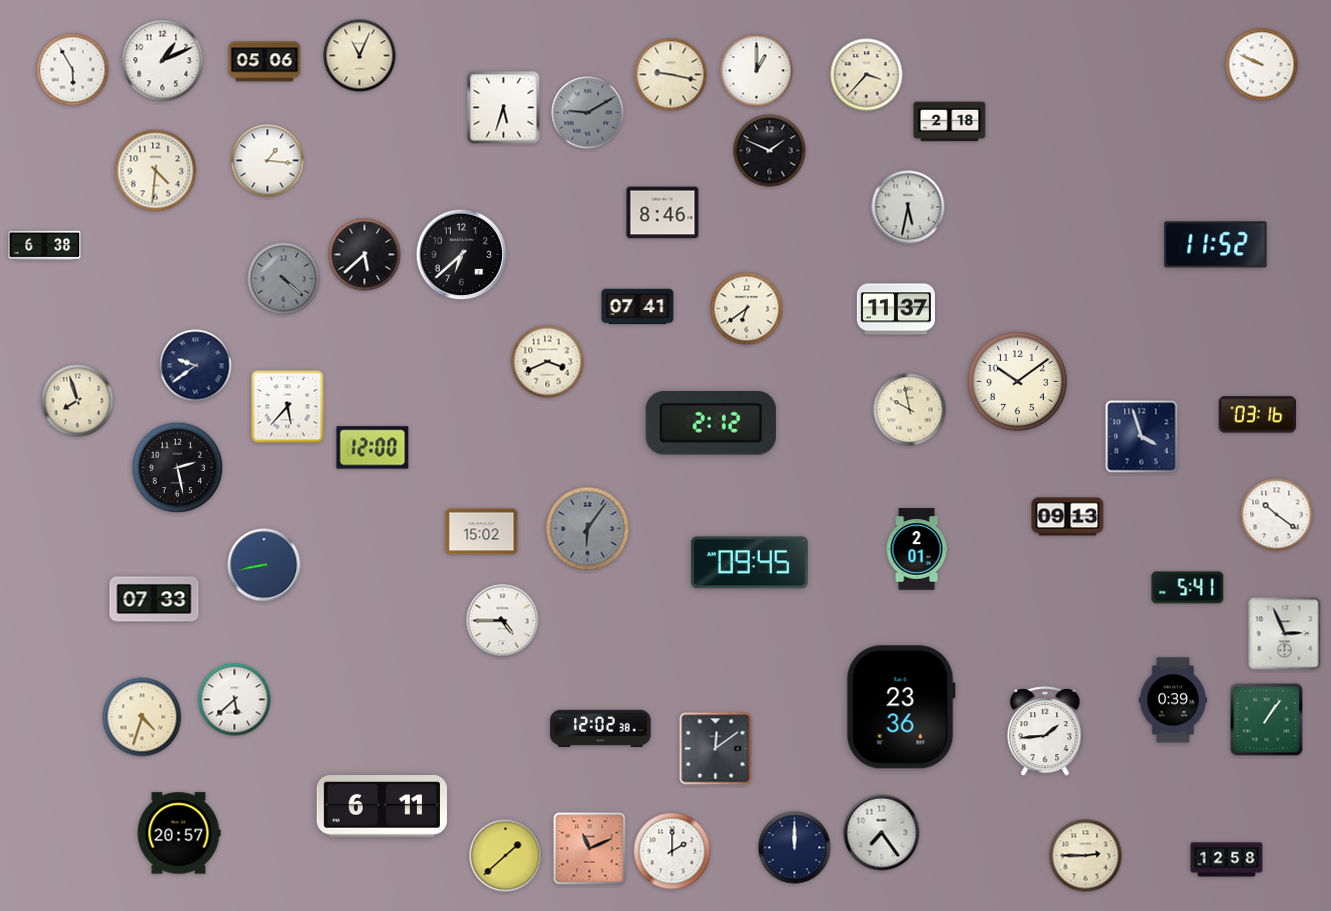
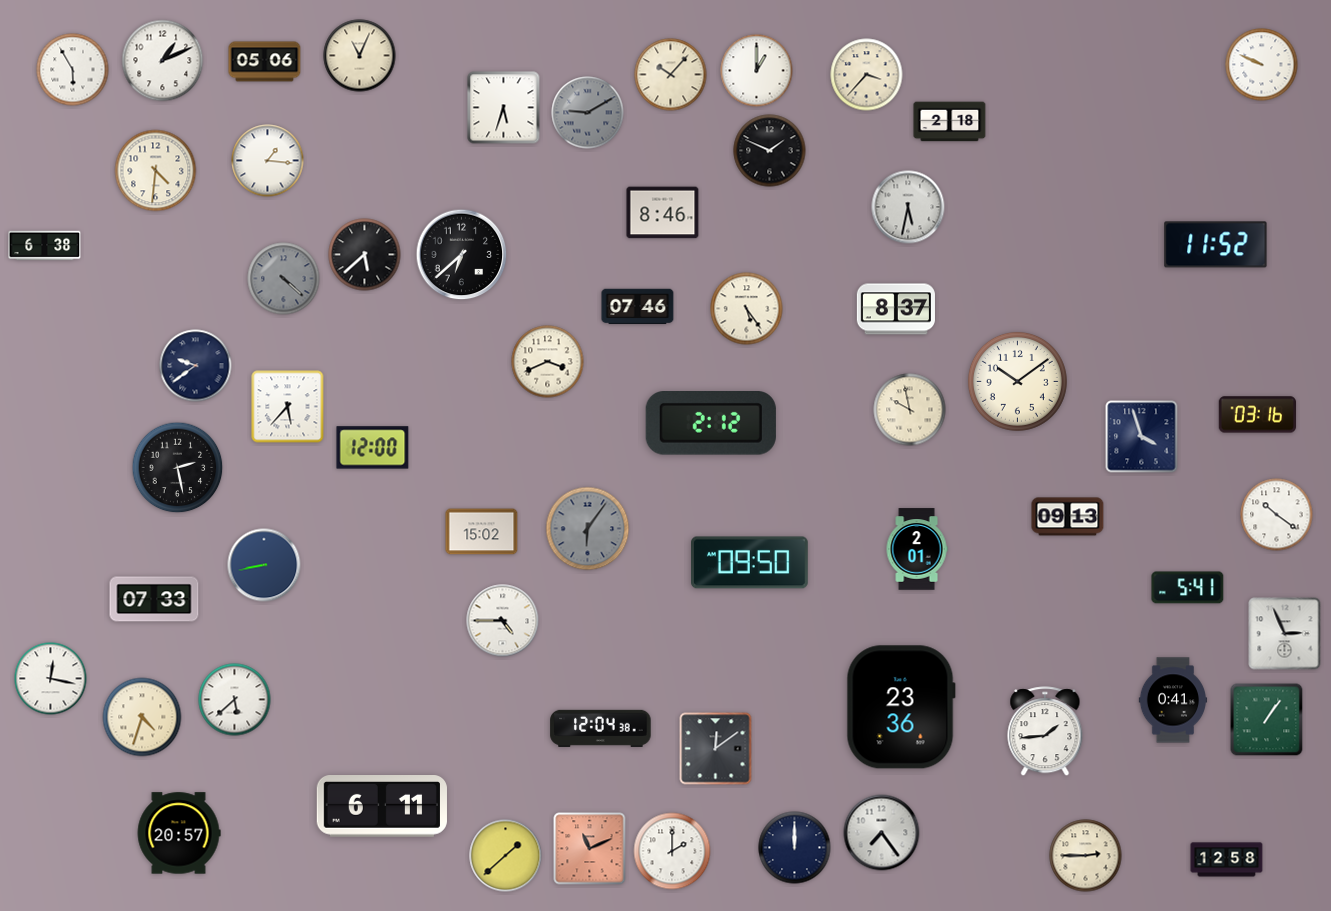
clock at (671, 75): 9:17 -> 10:07
clock at (638, 307): 07:41 -> 07:46
clock at (747, 309): 6:39 -> 5:24
clock at (896, 309): 11:37 -> 8:37
clock at (78, 401): 7:57 -> none
clock at (750, 563): 09:45 -> 09:50
clock at (51, 679): none -> 12:17
clock at (1173, 700): 0:39 -> 0:41
clock at (601, 728): 12:02 -> 12:04
